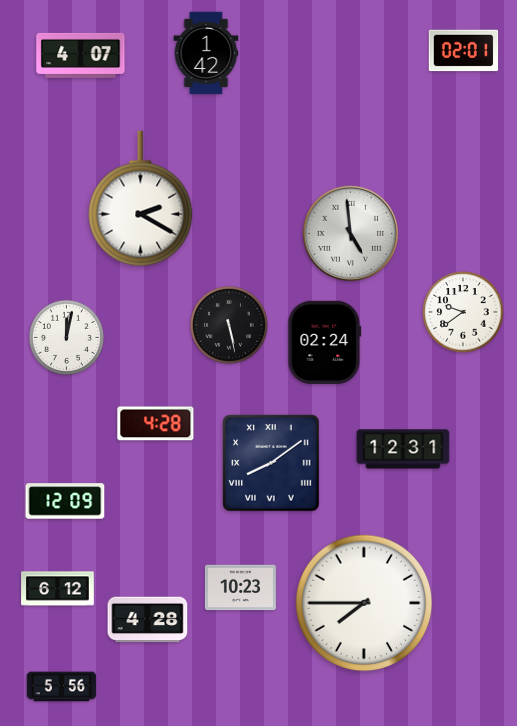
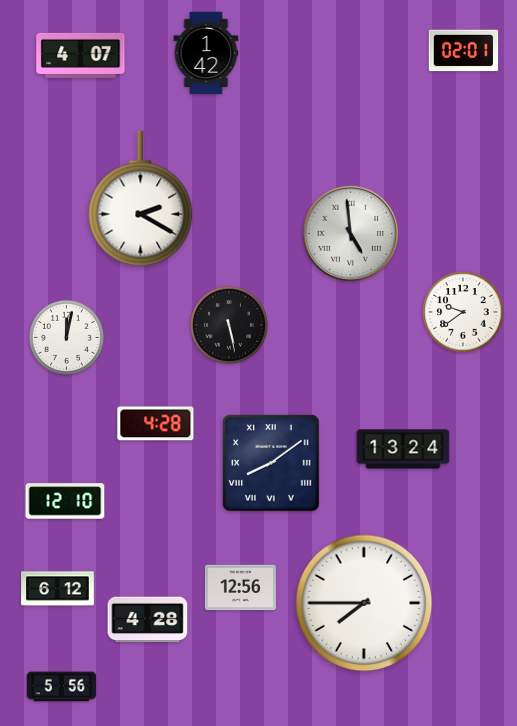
clock at (325, 342): 02:24 -> none
clock at (403, 449): 12:31 -> 13:24
clock at (65, 501): 12:09 -> 12:10
clock at (240, 588): 10:23 -> 12:56
